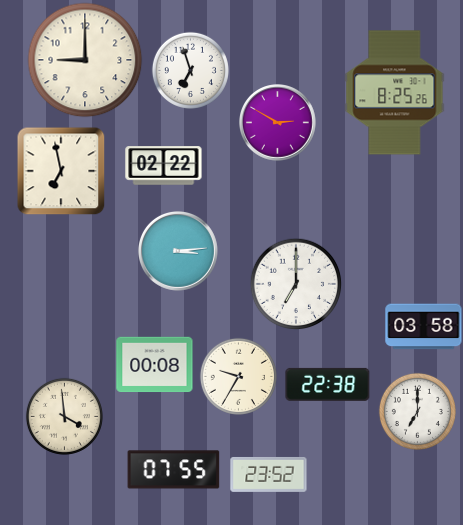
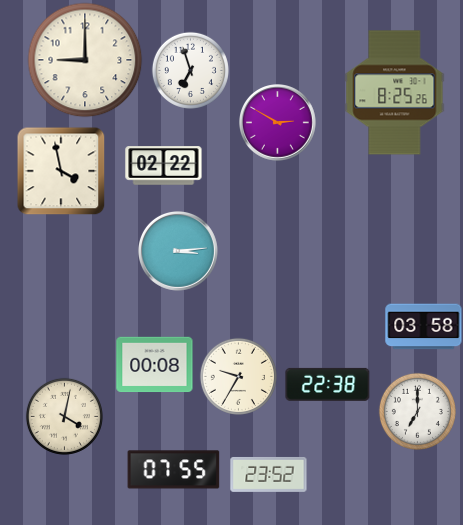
clock at (61, 171): 6:58 -> 3:58
clock at (296, 284): 7:00 -> none
clock at (64, 416): 3:59 -> 4:02
